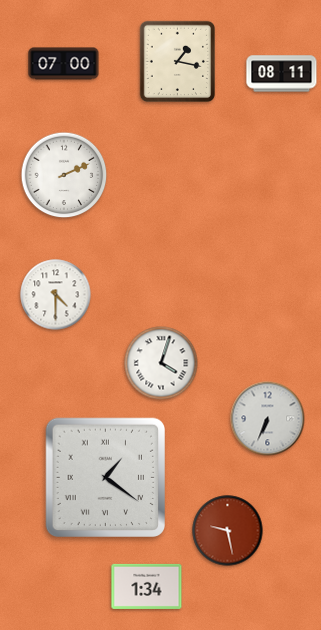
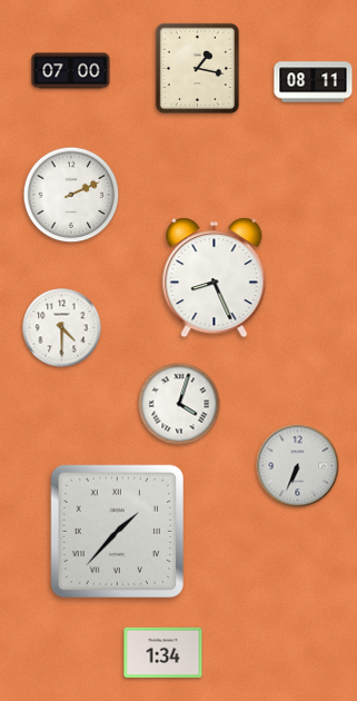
clock at (215, 278): none -> 8:26
clock at (106, 478): 1:21 -> 1:37
clock at (228, 531): 9:28 -> none
